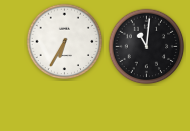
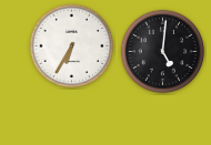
clock at (147, 47): 11:01 -> 5:01
